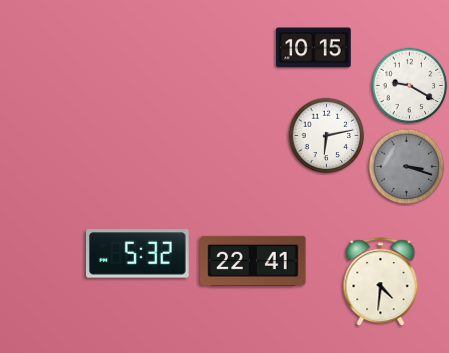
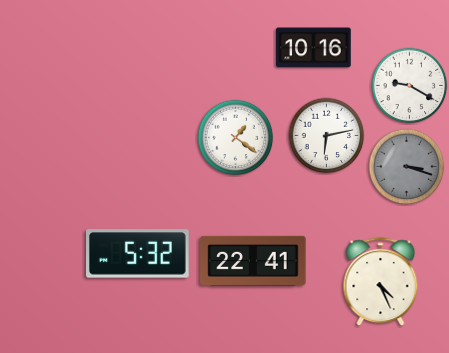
clock at (314, 48): 10:15 -> 10:16
clock at (236, 138): none -> 1:21
clock at (381, 282): 4:31 -> 4:26
